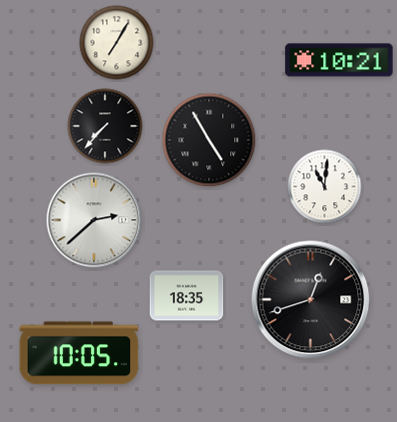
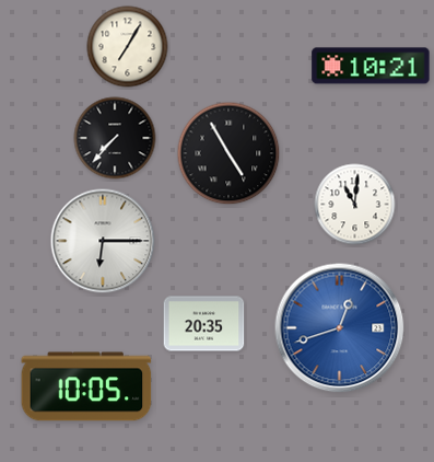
clock at (94, 220): 2:38 -> 6:15
clock at (187, 296): 18:35 -> 20:35
clock at (311, 300) dial: black -> blue
